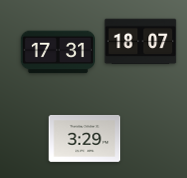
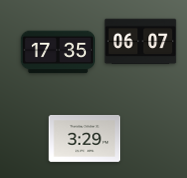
clock at (141, 42): 18:07 -> 06:07
clock at (57, 52): 17:31 -> 17:35
